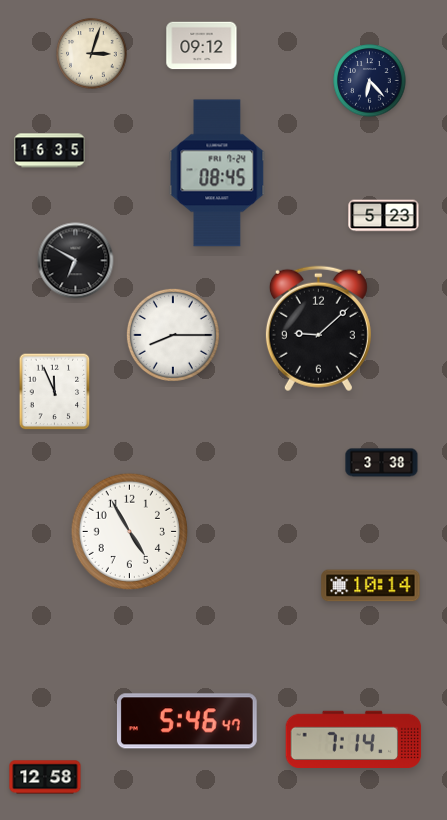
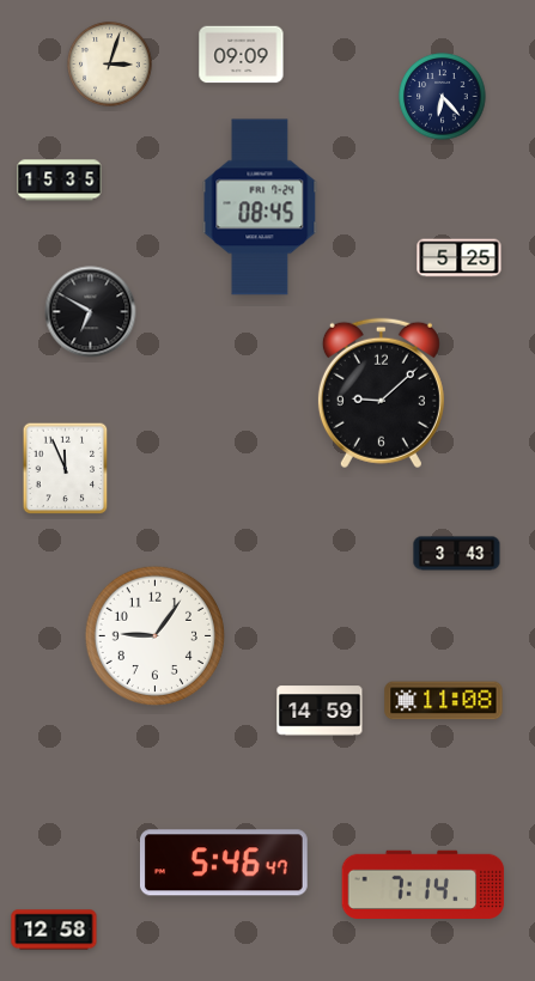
clock at (202, 46): 09:12 -> 09:09
clock at (50, 151): 16:35 -> 15:35
clock at (384, 216): 5:23 -> 5:25
clock at (173, 335): 8:15 -> none
clock at (382, 463): 3:38 -> 3:43
clock at (129, 531): 4:55 -> 9:06
clock at (371, 586): 10:14 -> 11:08
clock at (320, 711): none -> 14:59
